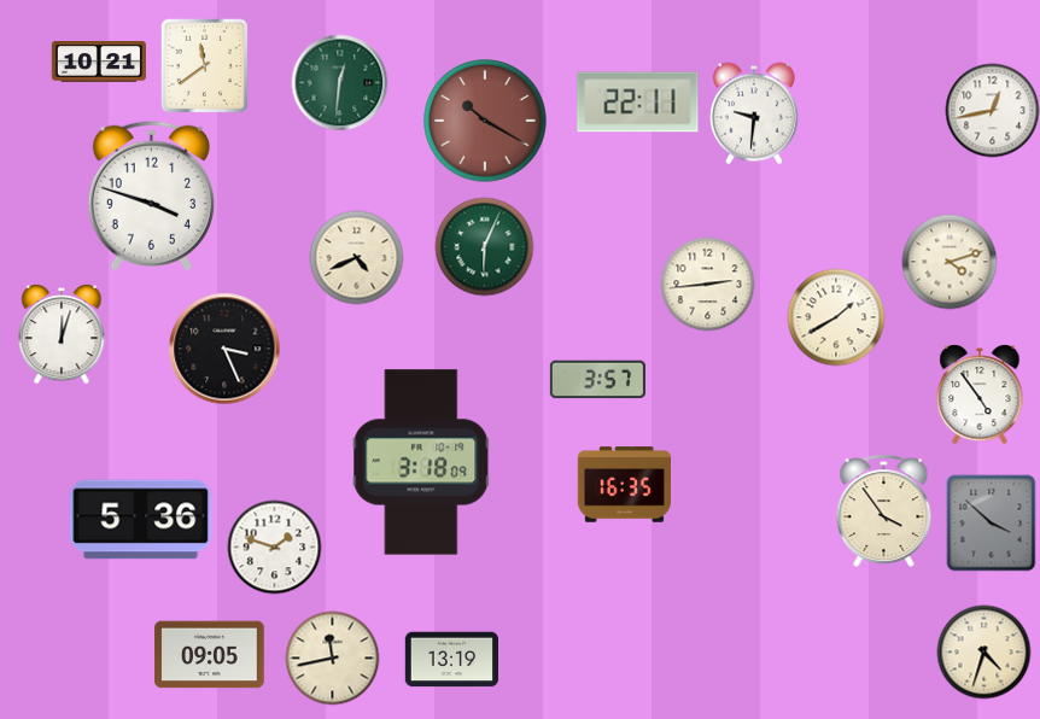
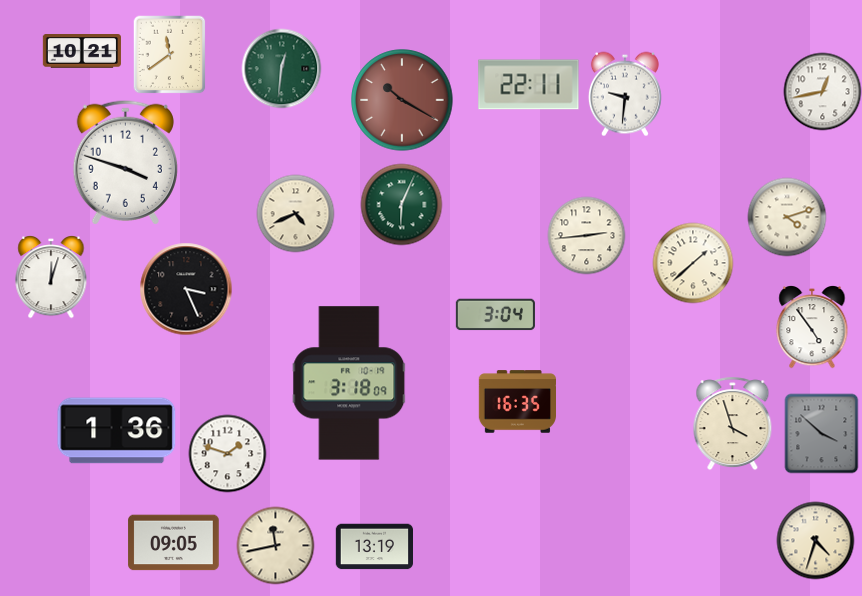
clock at (836, 317): 1:40 -> 1:38
clock at (597, 380): 3:57 -> 3:04
clock at (884, 510): 3:54 -> 3:57
clock at (141, 520): 5:36 -> 1:36
